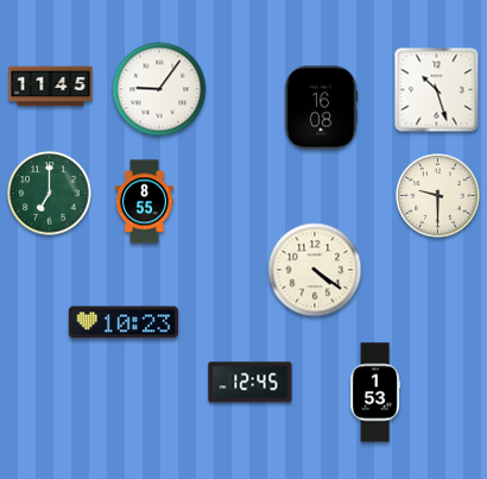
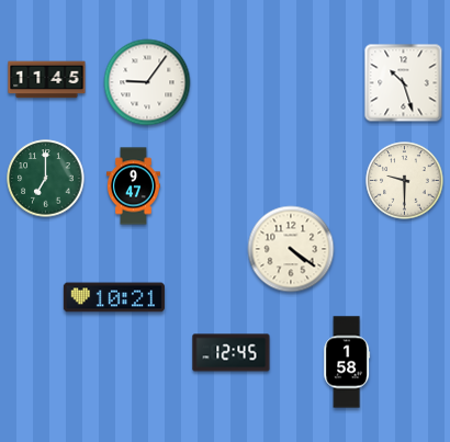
clock at (321, 108): 16:08 -> none
clock at (145, 202): 8:55 -> 9:47
clock at (124, 322): 10:23 -> 10:21
clock at (375, 392): 1:53 -> 1:58
